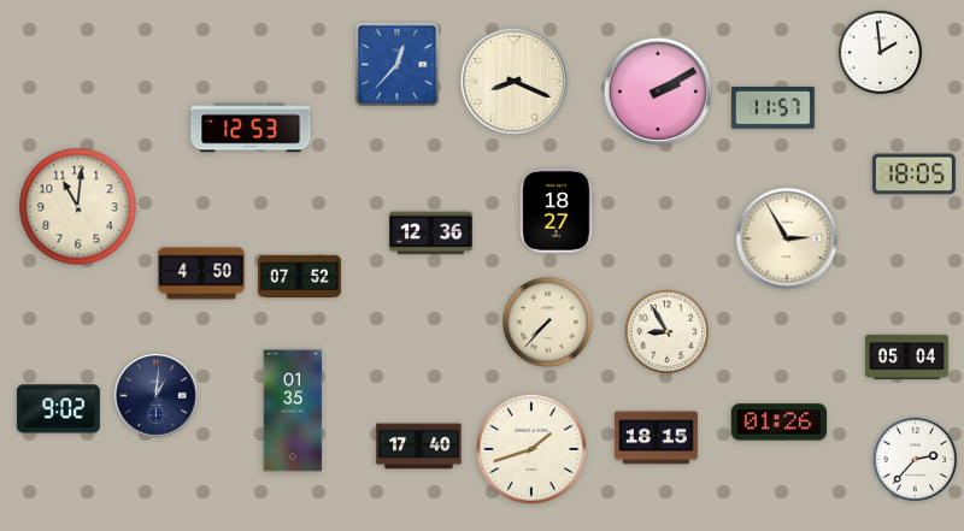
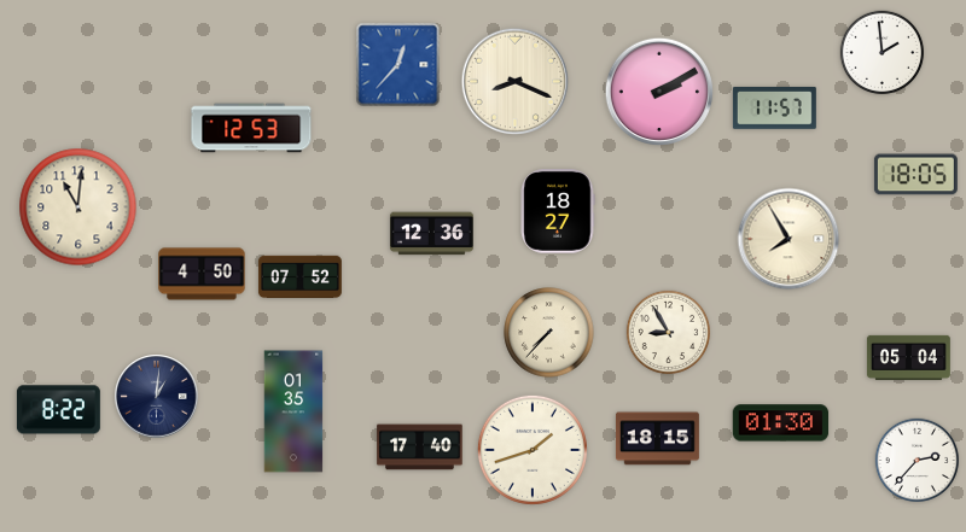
clock at (787, 238): 2:55 -> 7:55
clock at (548, 323) position: (548, 323) -> (549, 333)
clock at (58, 409): 9:02 -> 8:22
clock at (780, 423): 01:26 -> 01:30
